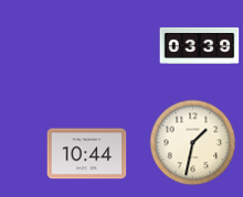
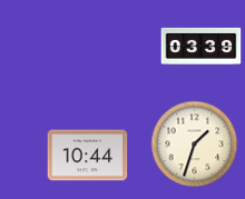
clock at (193, 143): 1:32 -> 1:33
